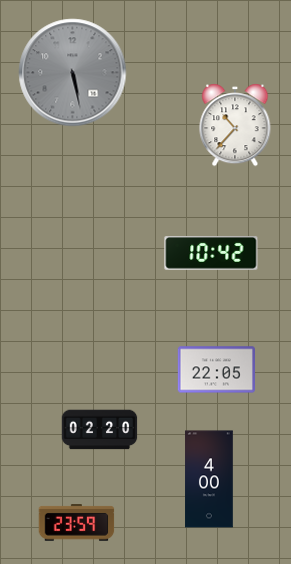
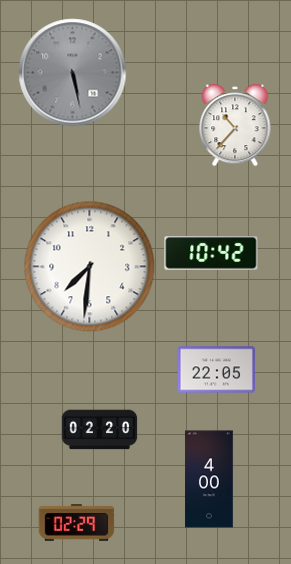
clock at (90, 267): none -> 7:31
clock at (77, 523): 23:59 -> 02:29
